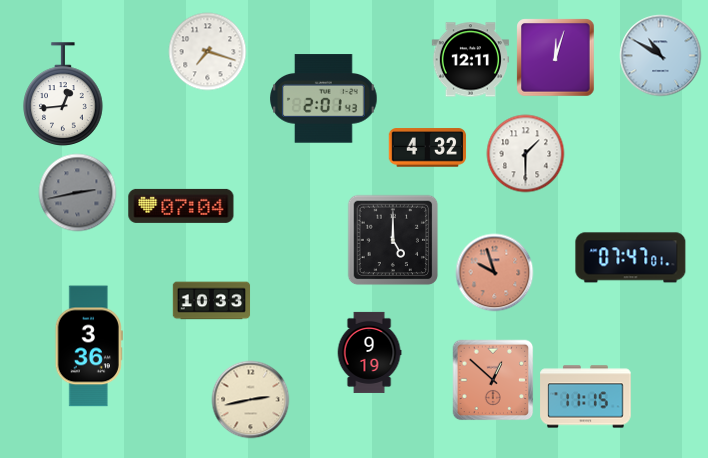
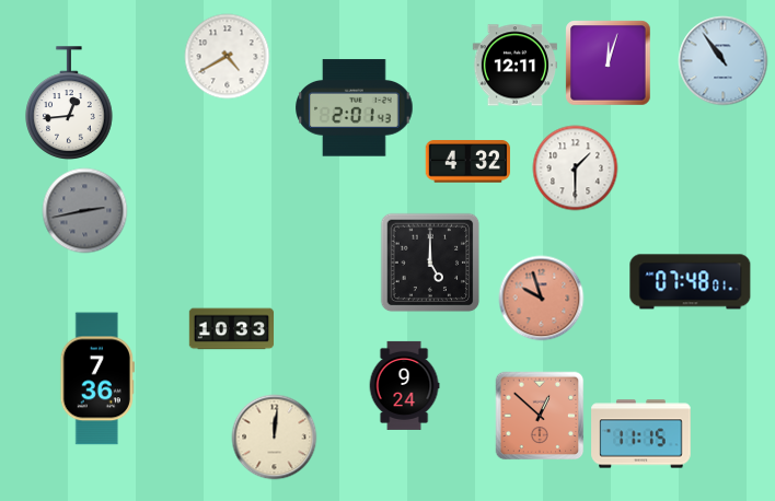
clock at (207, 51): 7:18 -> 4:40
clock at (660, 55): 10:50 -> 10:54
clock at (181, 206): 07:04 -> none
clock at (631, 258): 07:47 -> 07:48
clock at (89, 346): 3:36 -> 7:36
clock at (369, 352): 9:19 -> 9:24
clock at (250, 399): 2:43 -> 12:01
